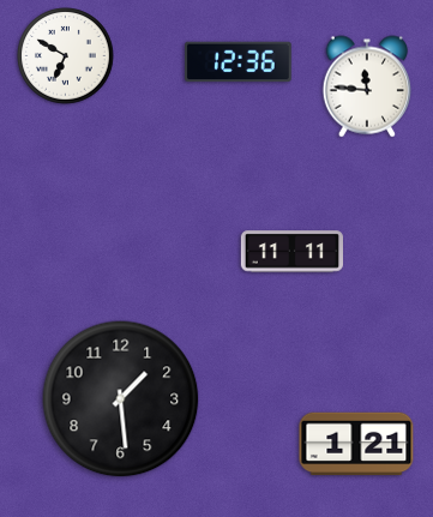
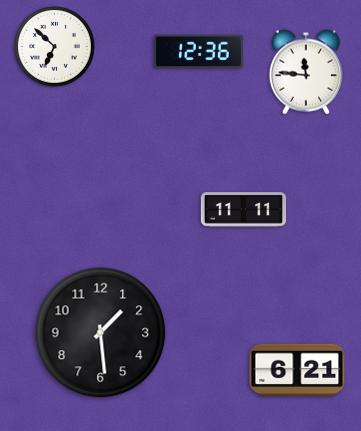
clock at (66, 56): 6:50 -> 6:52
clock at (356, 444): 1:21 -> 6:21
